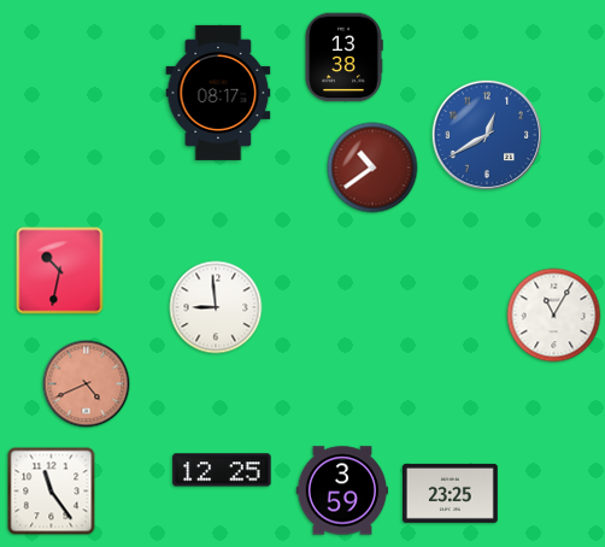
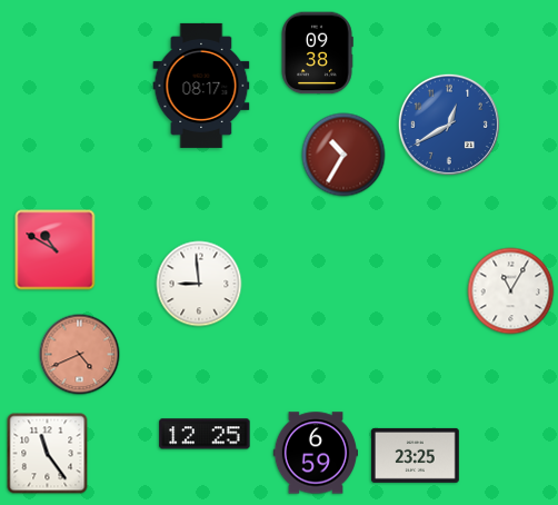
clock at (343, 58): 13:38 -> 09:38
clock at (372, 167): 10:39 -> 10:35
clock at (60, 271): 10:32 -> 10:50
clock at (341, 490): 3:59 -> 6:59
